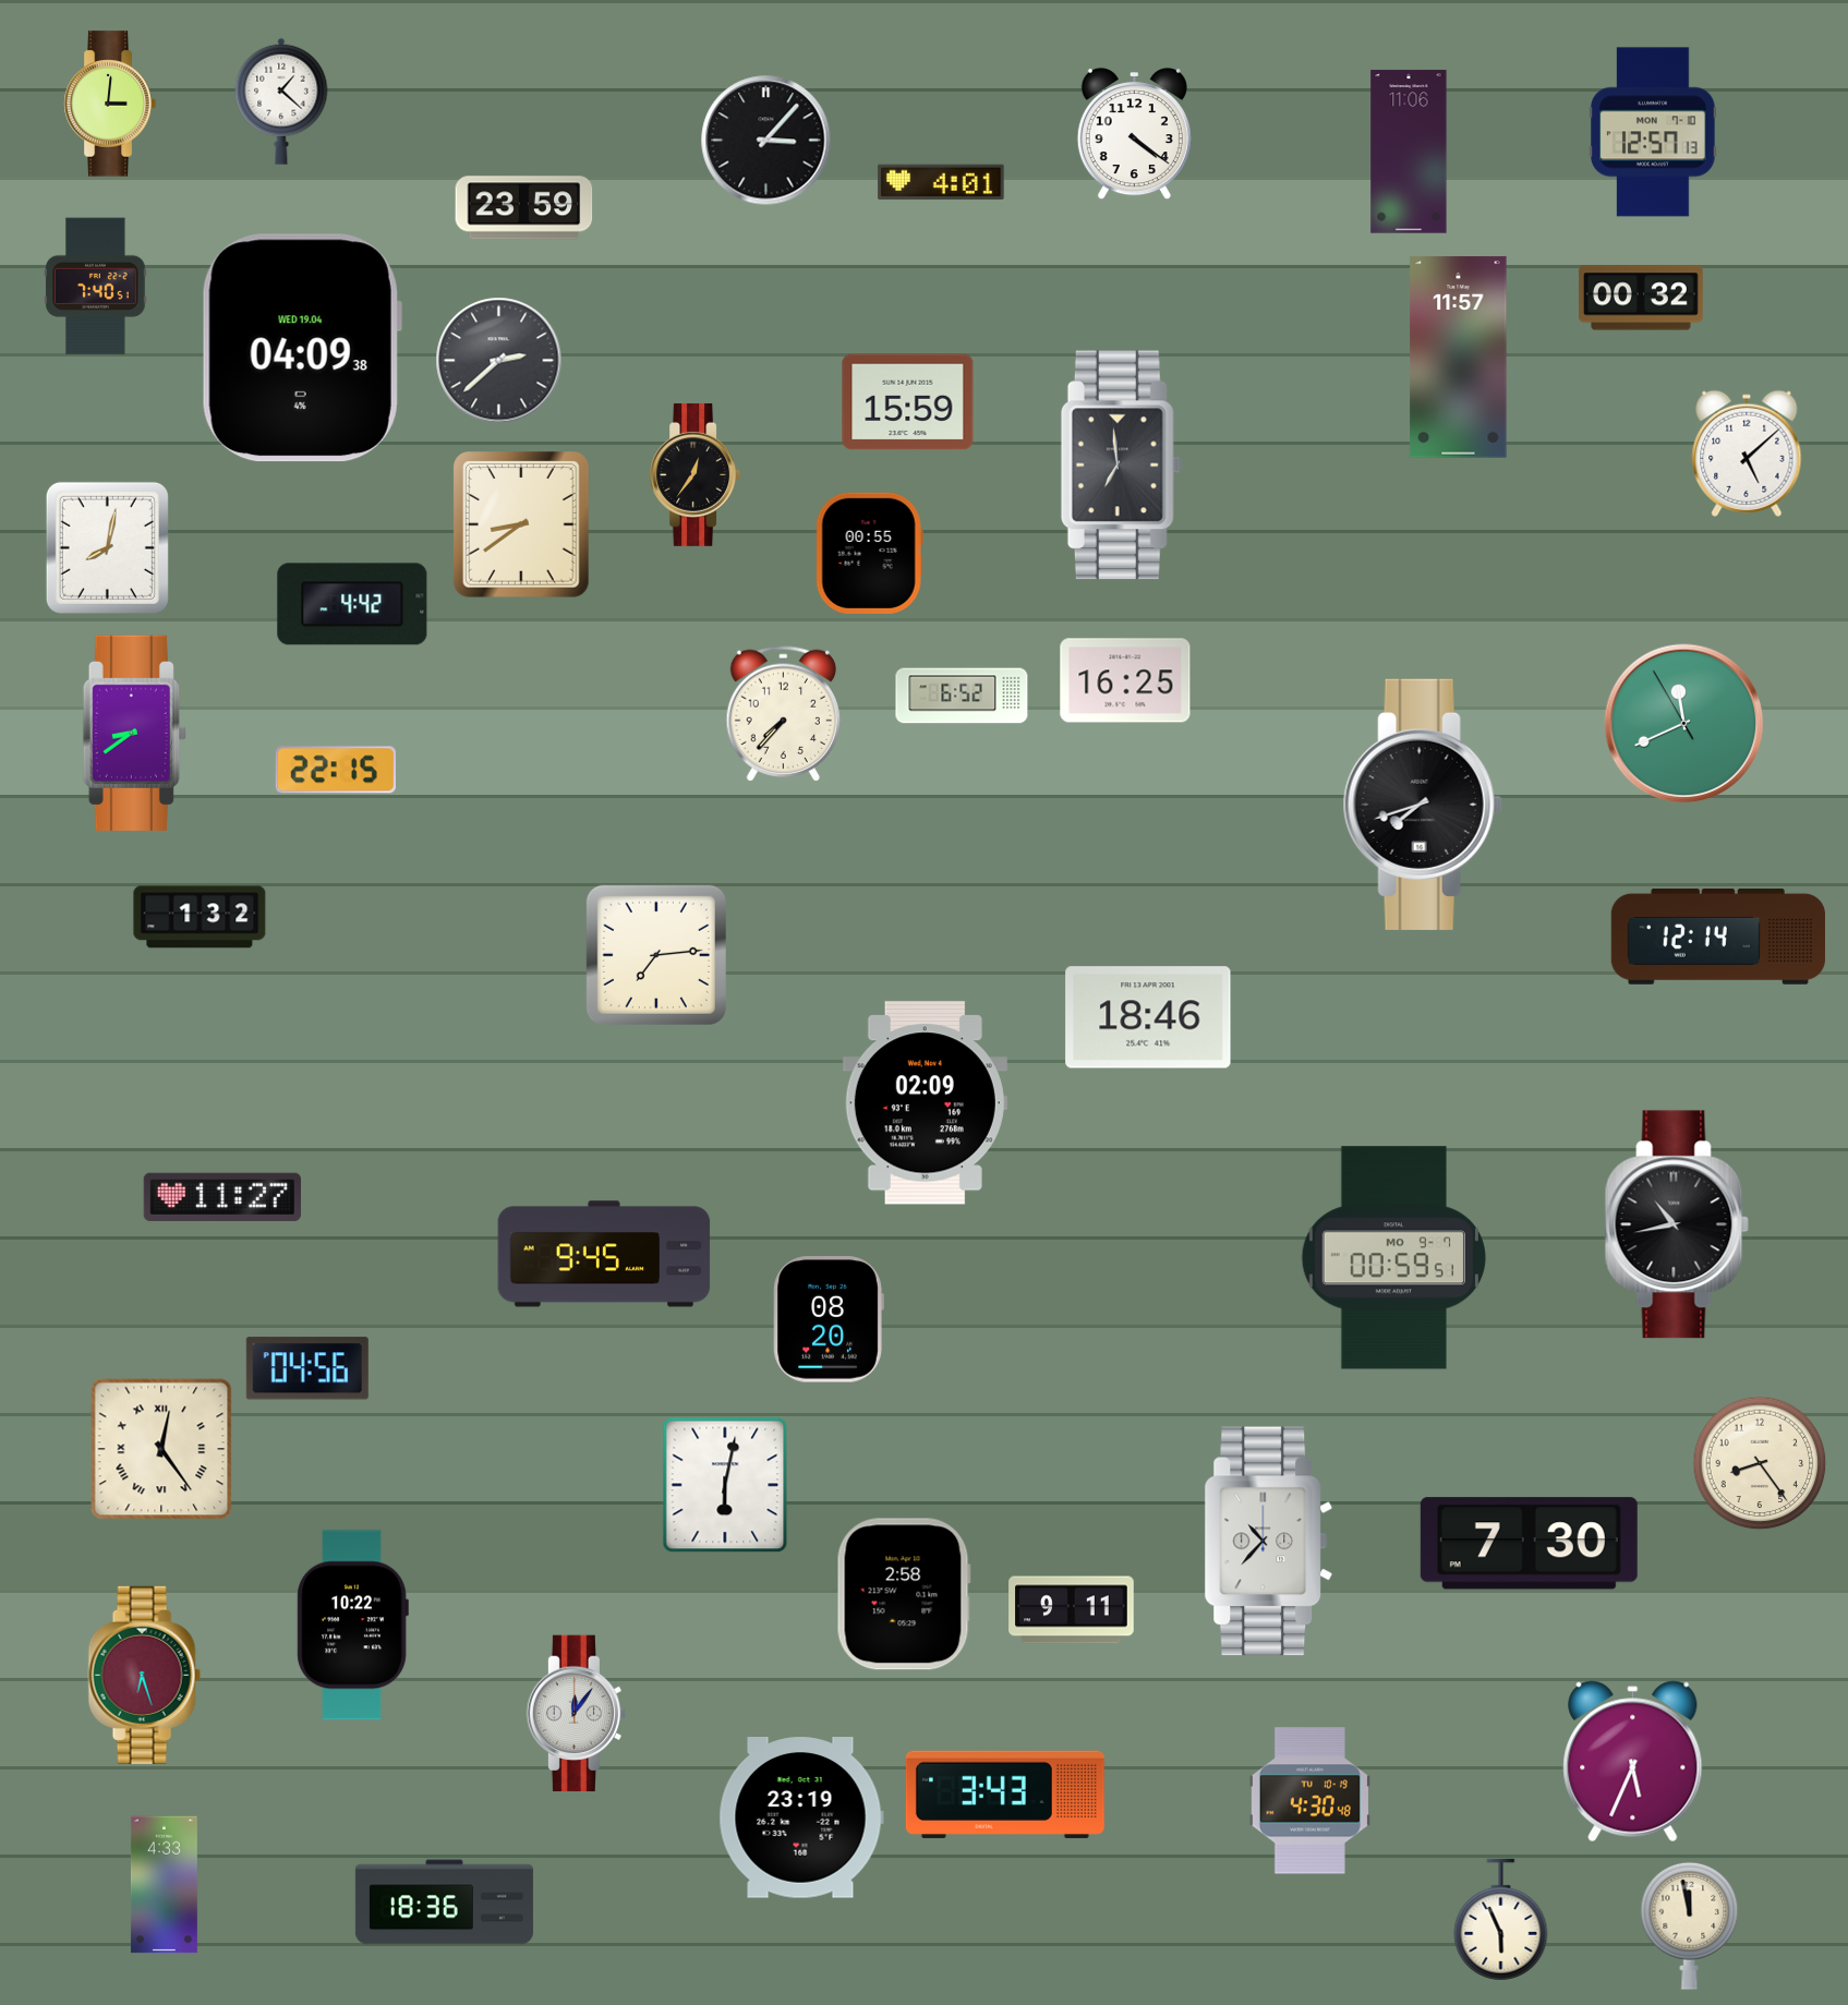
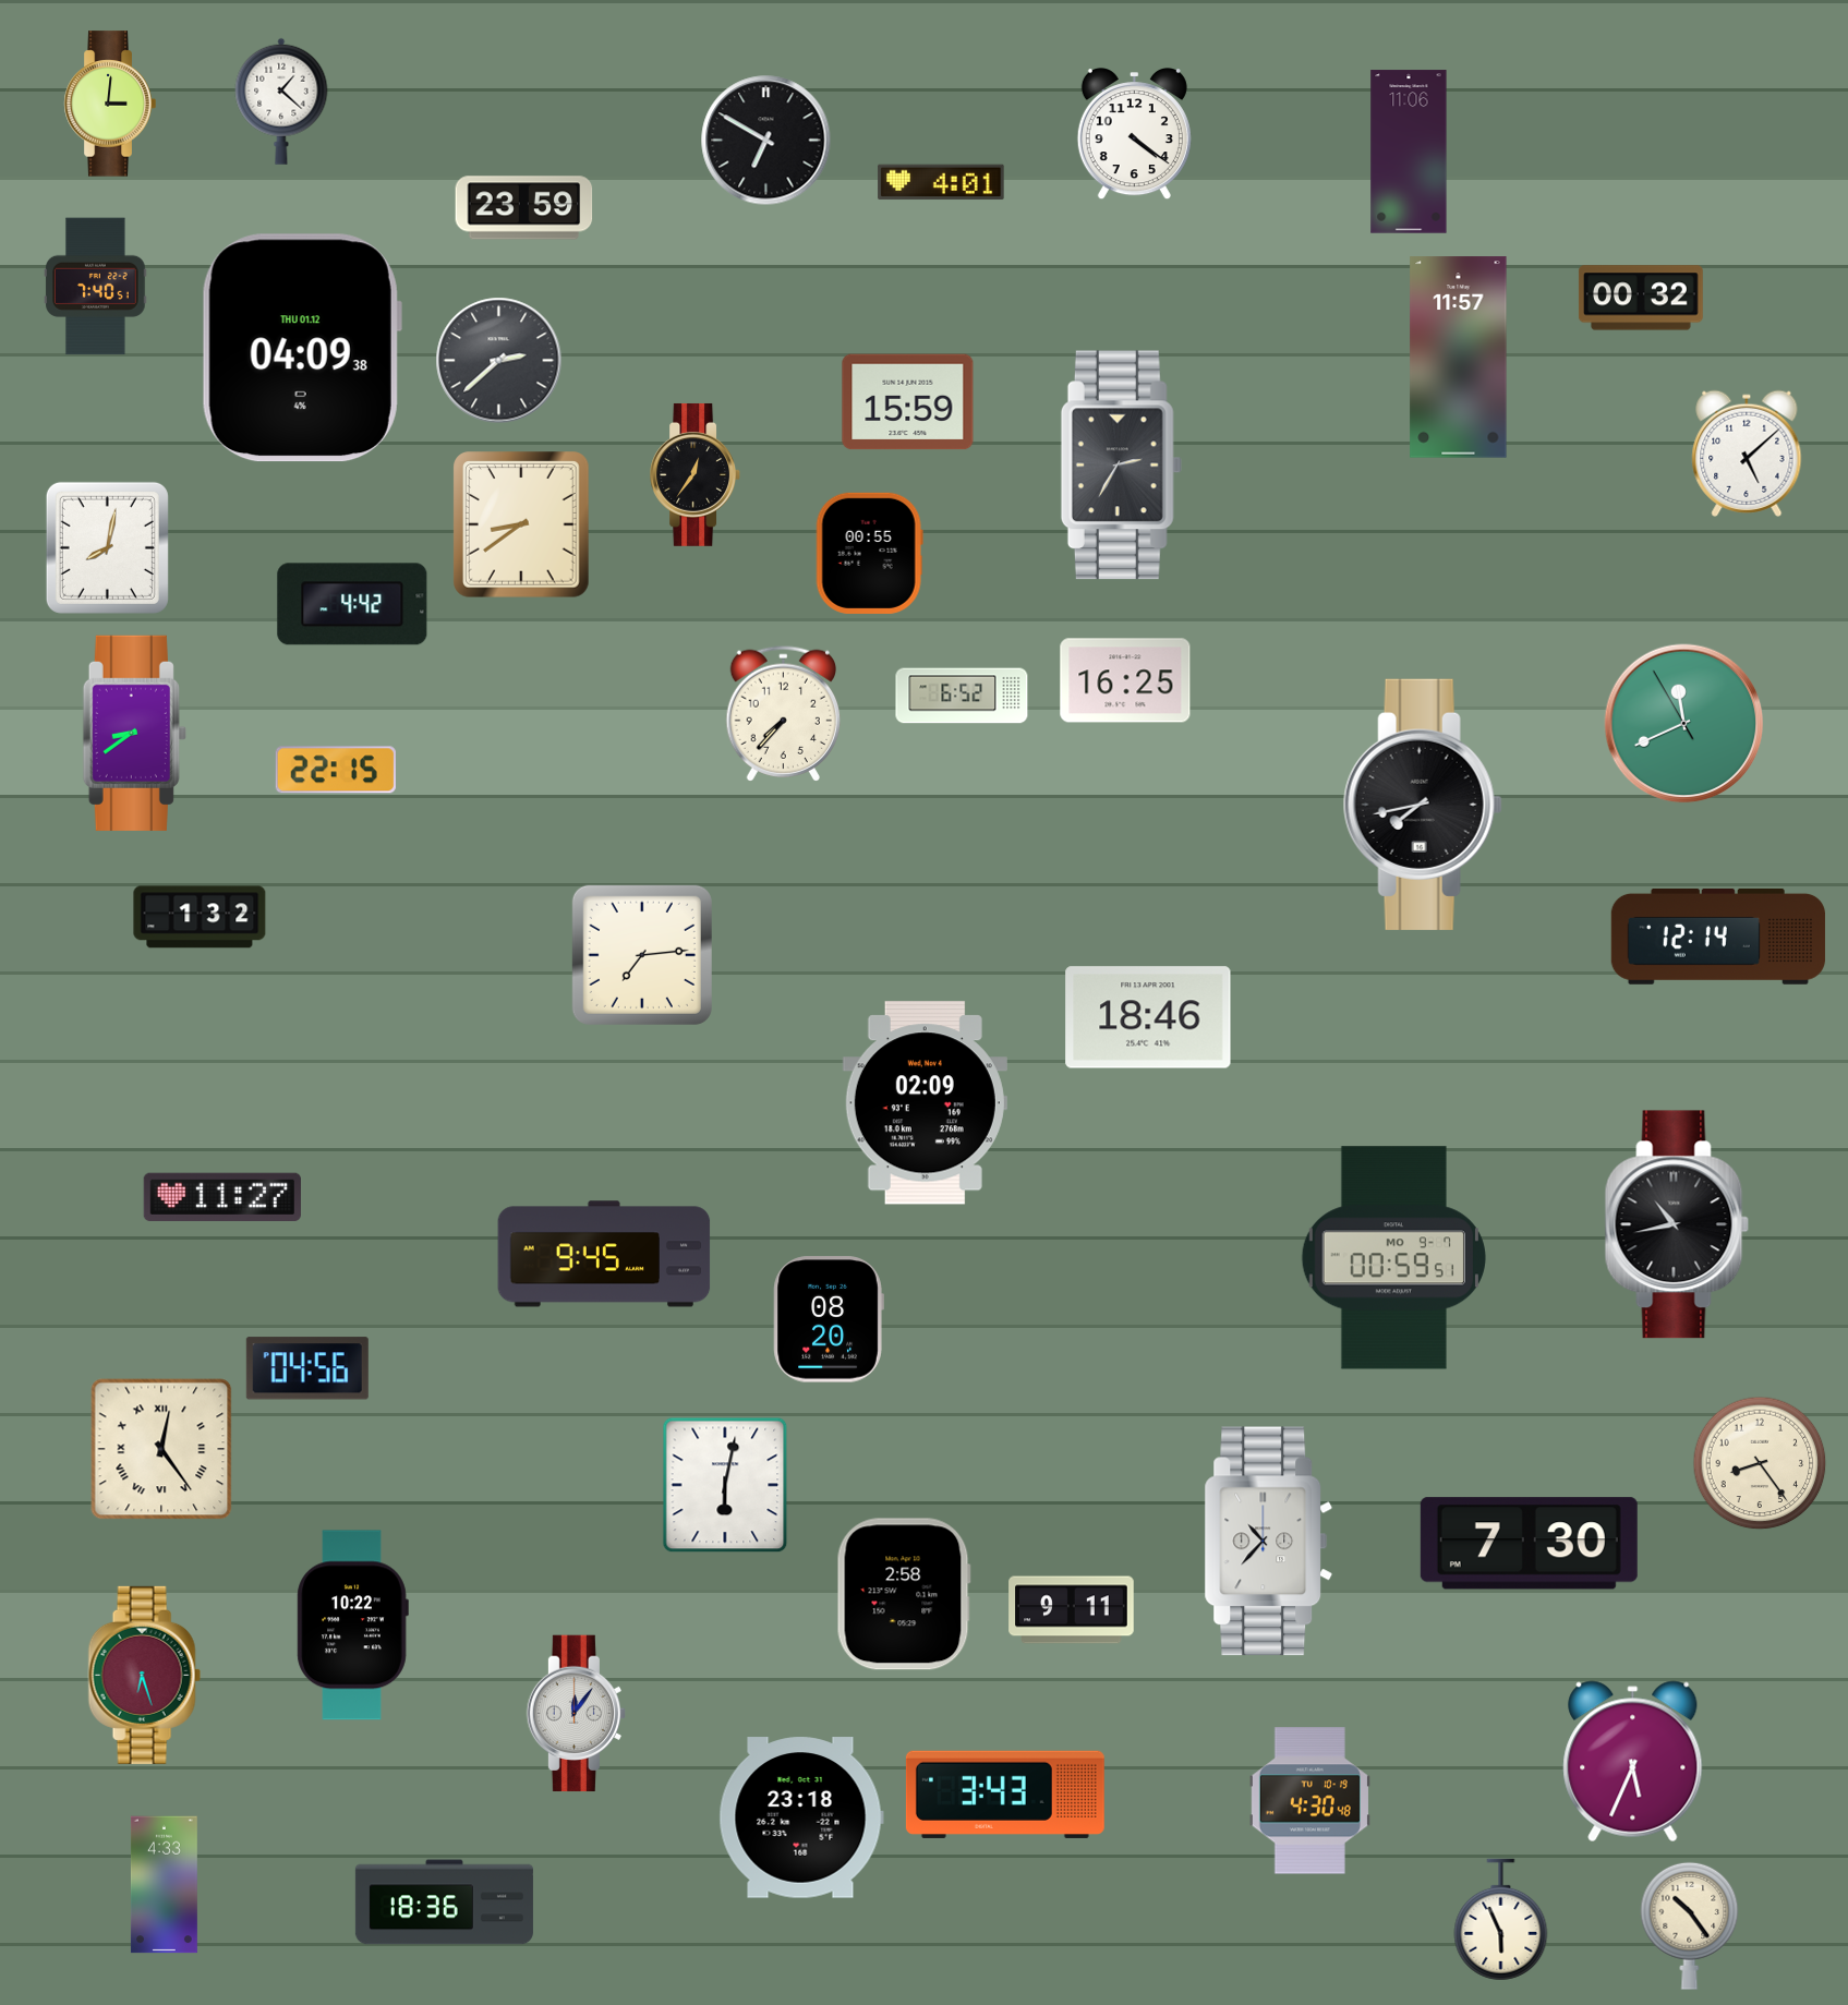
clock at (1653, 132): 12:57 -> none
clock at (766, 141): 3:07 -> 6:50
clock at (302, 348) date: WED 19.04 -> THU 01.12
clock at (1121, 466): 6:59 -> 2:35
clock at (1423, 805): 7:42 -> 7:43
clock at (656, 955) position: (656, 955) -> (642, 955)
clock at (801, 1817): 23:19 -> 23:18
clock at (1690, 1925): 11:58 -> 10:24
